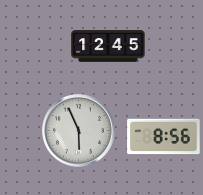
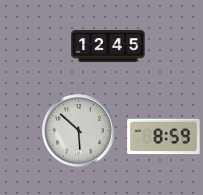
clock at (79, 131): 5:56 -> 5:52
clock at (164, 137): 8:56 -> 8:59
